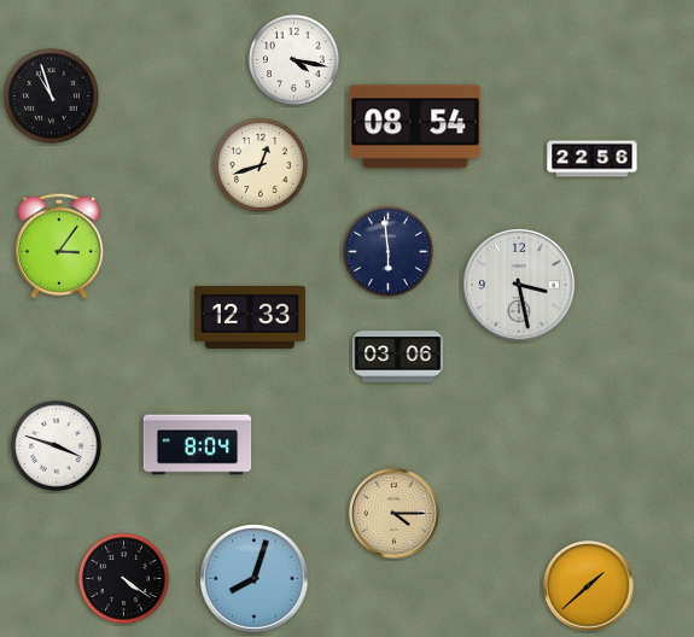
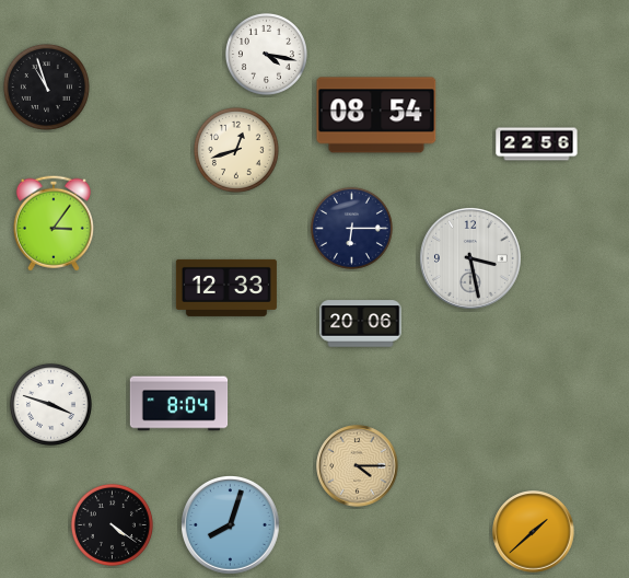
clock at (387, 251): 5:59 -> 6:15
clock at (398, 357): 03:06 -> 20:06
